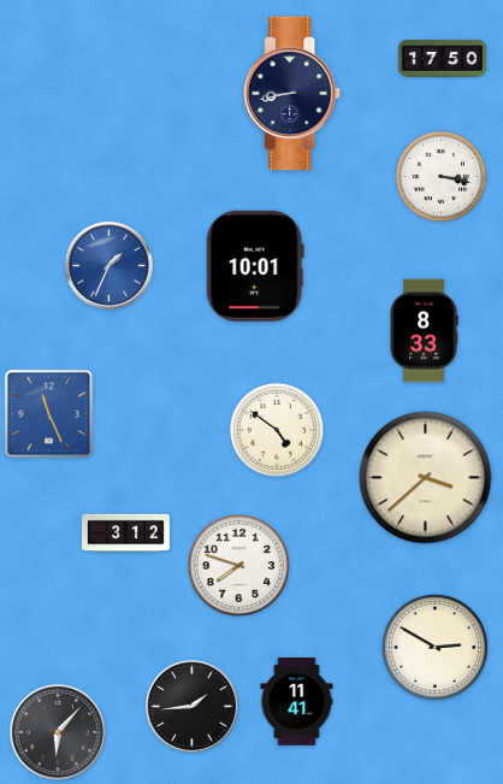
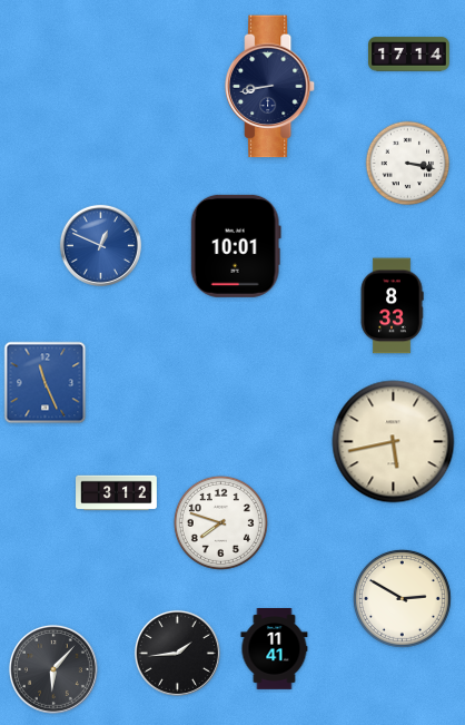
clock at (443, 59): 17:50 -> 17:14
clock at (108, 265): 1:34 -> 12:49
clock at (277, 430): 4:51 -> none
clock at (426, 478): 3:38 -> 5:43
clock at (58, 732) position: (58, 732) -> (53, 669)
